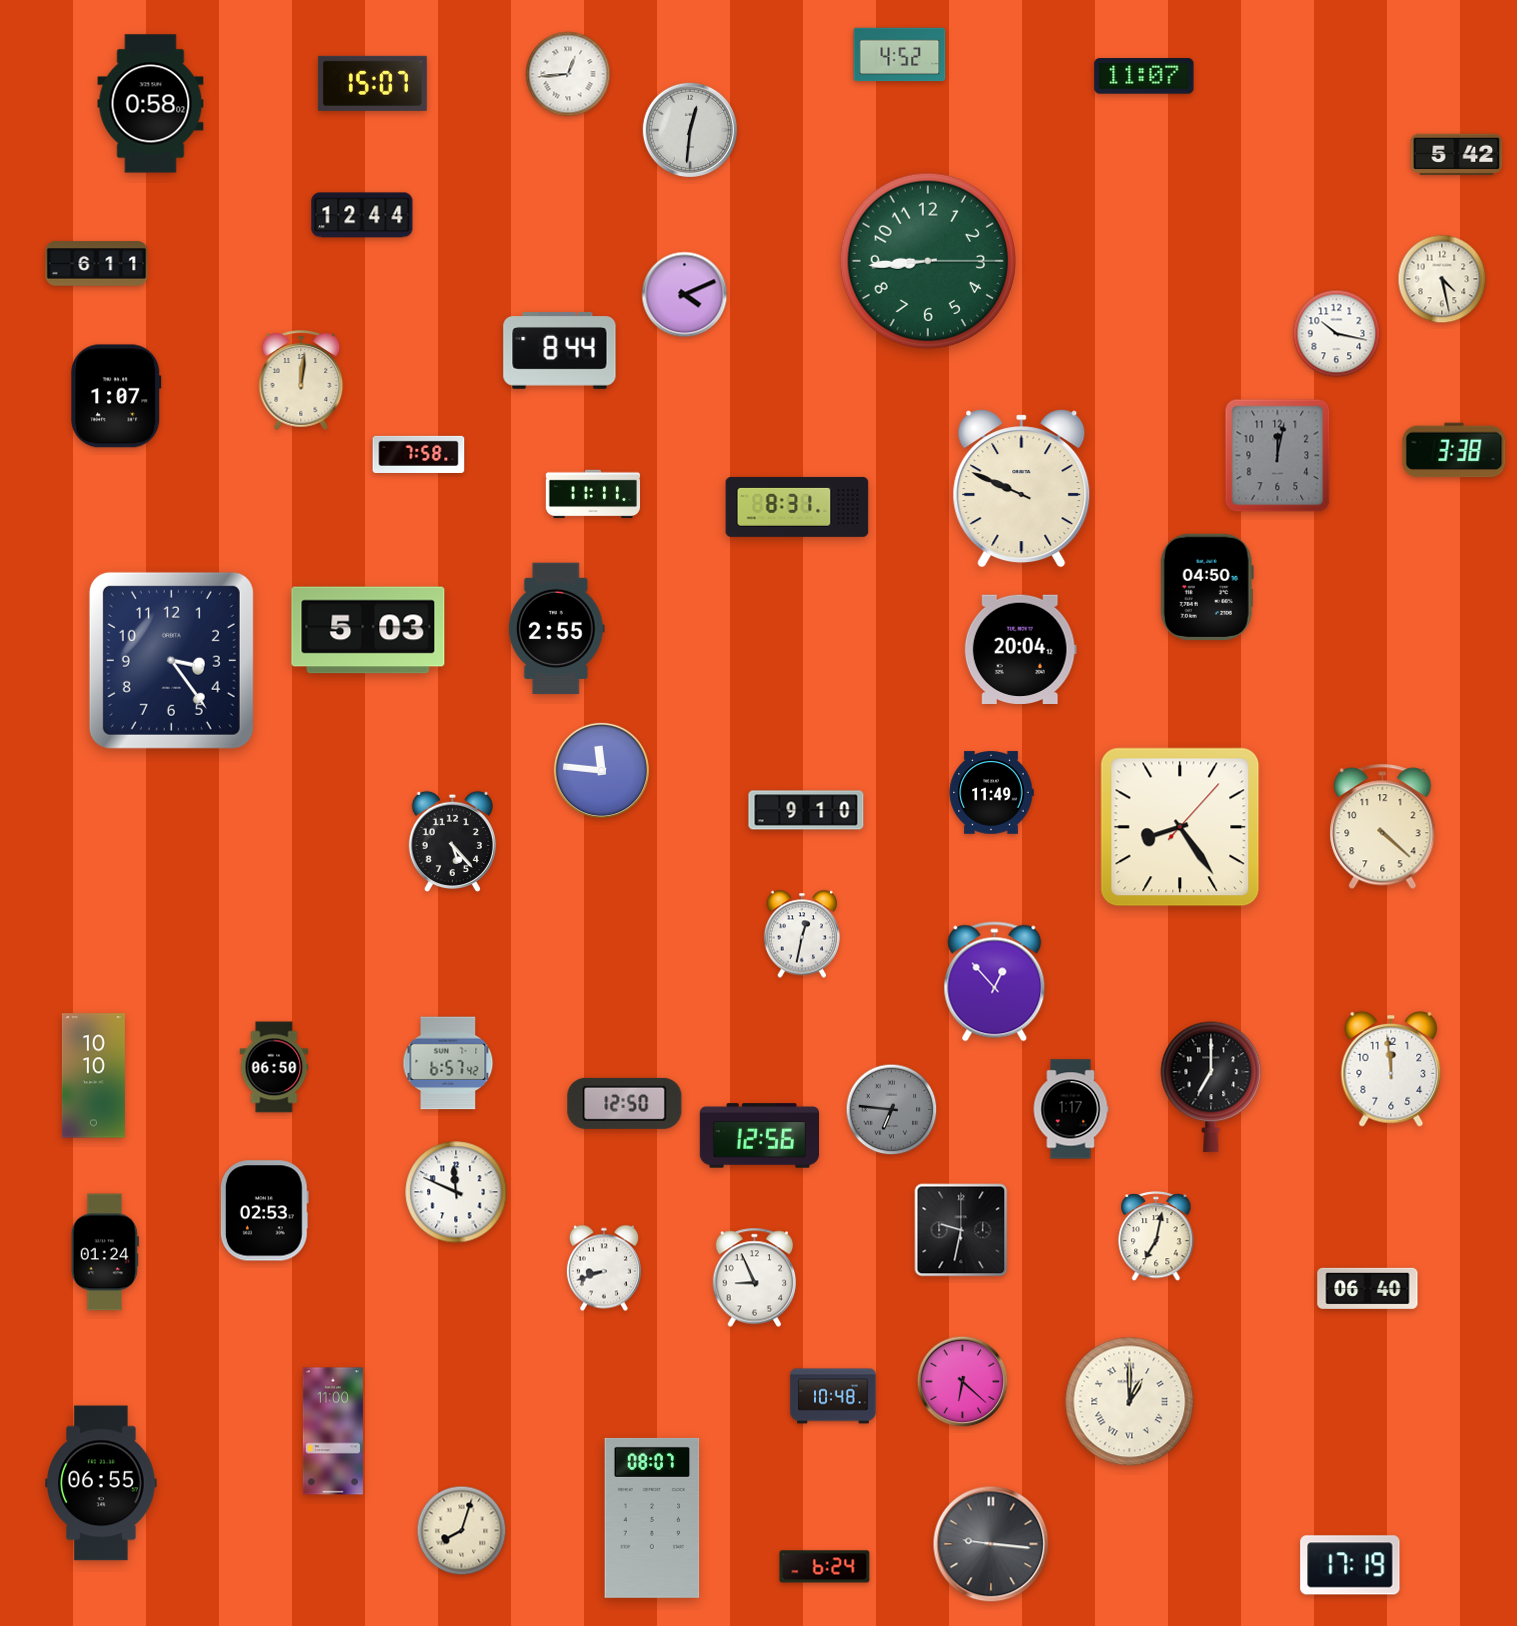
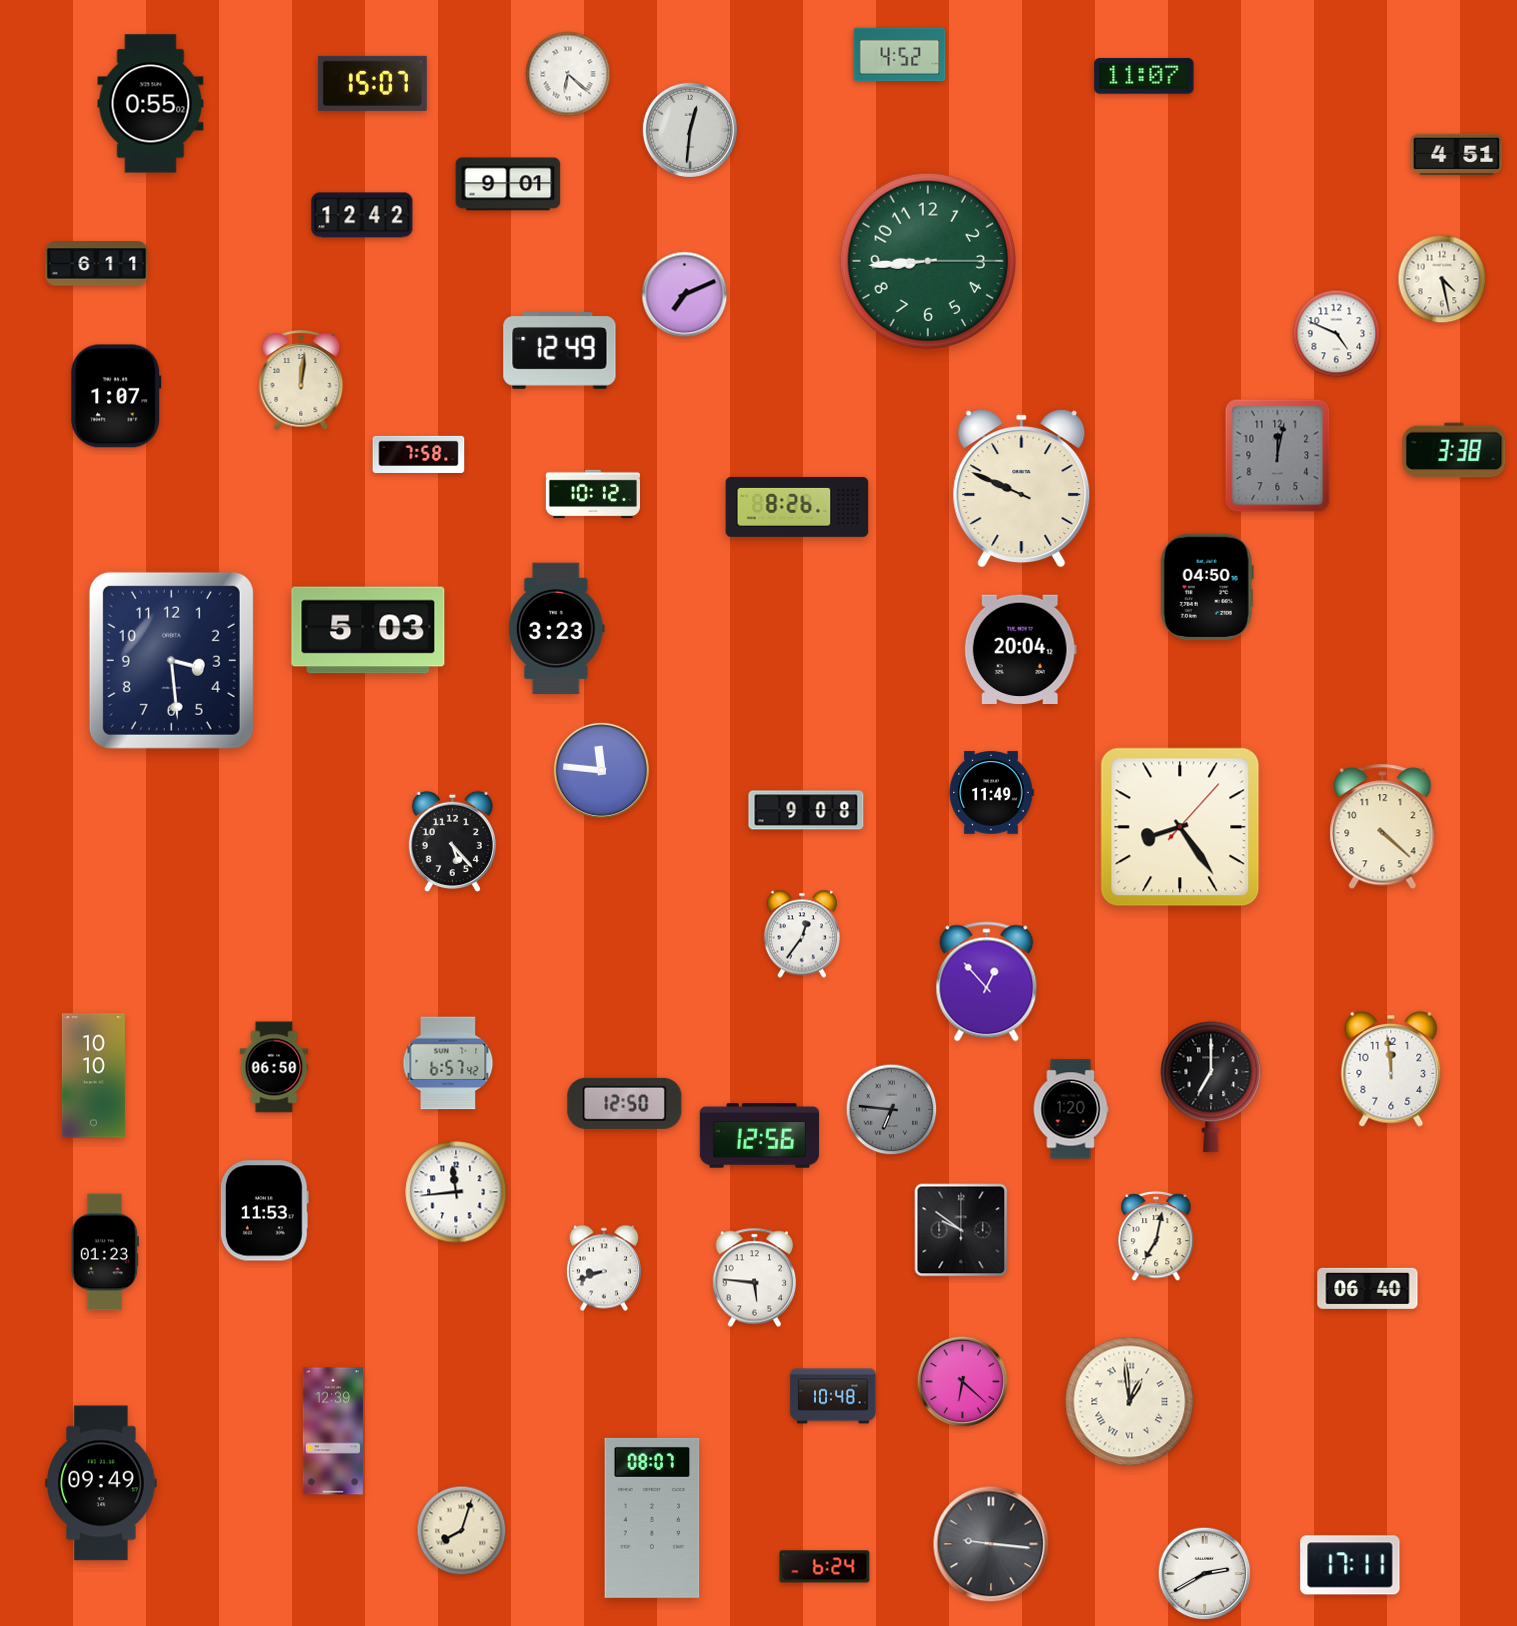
clock at (568, 74): 12:44 -> 6:22
clock at (151, 104): 0:58 -> 0:55
clock at (1457, 155): 5:42 -> 4:51
clock at (508, 184): none -> 9:01
clock at (362, 215): 12:44 -> 12:42
clock at (685, 295): 4:11 -> 7:11
clock at (1337, 334): 10:17 -> 4:49
clock at (560, 351): 8:44 -> 12:49
clock at (593, 494): 11:11 -> 10:12
clock at (797, 507): 8:31 -> 8:26
clock at (556, 629): 2:55 -> 3:23
clock at (171, 660): 3:24 -> 3:29
clock at (806, 810): 9:10 -> 9:08
clock at (801, 934): 12:32 -> 12:36
clock at (995, 982) position: (995, 982) -> (987, 982)
clock at (1071, 1109): 1:17 -> 1:20
clock at (456, 1192): 11:49 -> 11:44
clock at (264, 1211): 02:53 -> 11:53
clock at (961, 1230): 9:32 -> 9:51
clock at (105, 1252): 01:24 -> 01:23
clock at (755, 1278): 8:56 -> 5:46
clock at (1130, 1402): 1:00 -> 12:59
clock at (333, 1431): 11:00 -> 12:39
clock at (101, 1483): 06:55 -> 09:49
clock at (1350, 1565): 17:19 -> 17:11
clock at (1205, 1574): none -> 2:40
